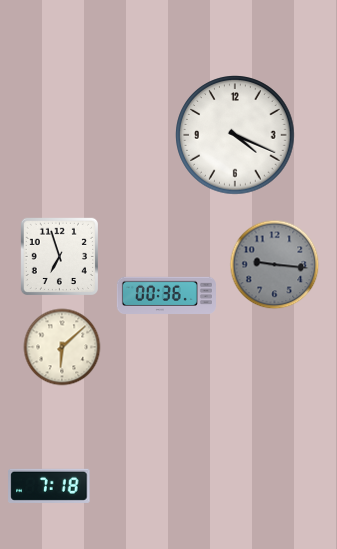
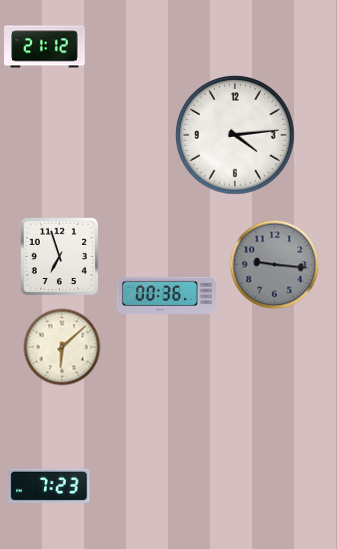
clock at (45, 47): none -> 21:12
clock at (235, 135): 4:19 -> 4:14
clock at (49, 486): 7:18 -> 7:23
